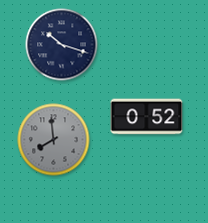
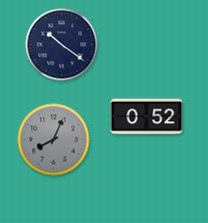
clock at (62, 45): 10:18 -> 10:21
clock at (54, 140): 7:59 -> 8:04
